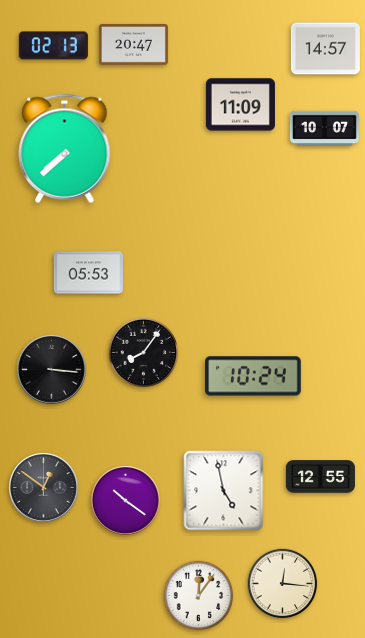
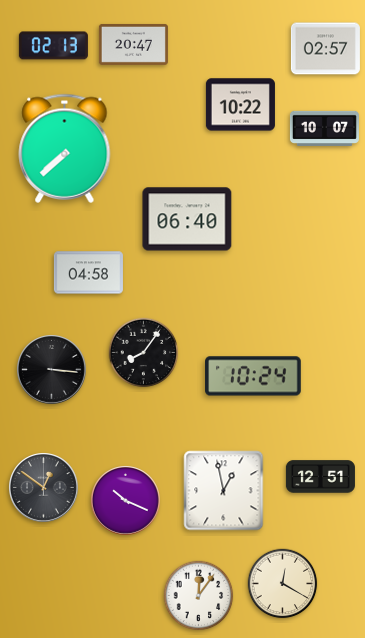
clock at (325, 49): 14:57 -> 02:57
clock at (240, 105): 11:09 -> 10:22
clock at (187, 219): none -> 06:40
clock at (88, 273): 05:53 -> 04:58
clock at (320, 477): 12:55 -> 12:51
clock at (224, 491): 4:58 -> 12:58
clock at (126, 501): 10:21 -> 10:19
clock at (283, 584): 12:16 -> 12:20
